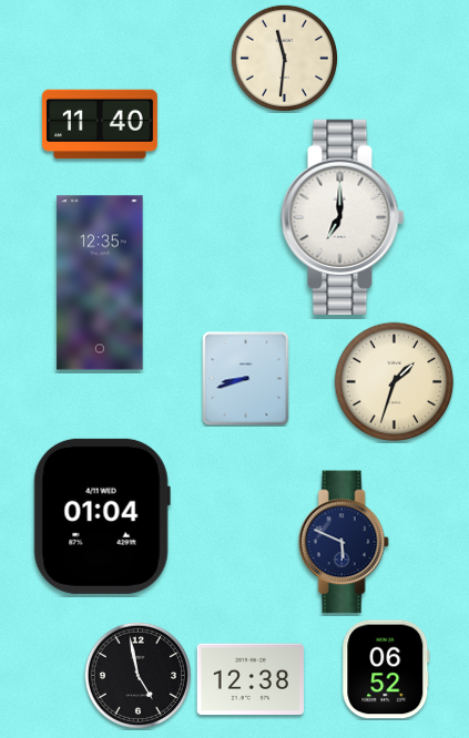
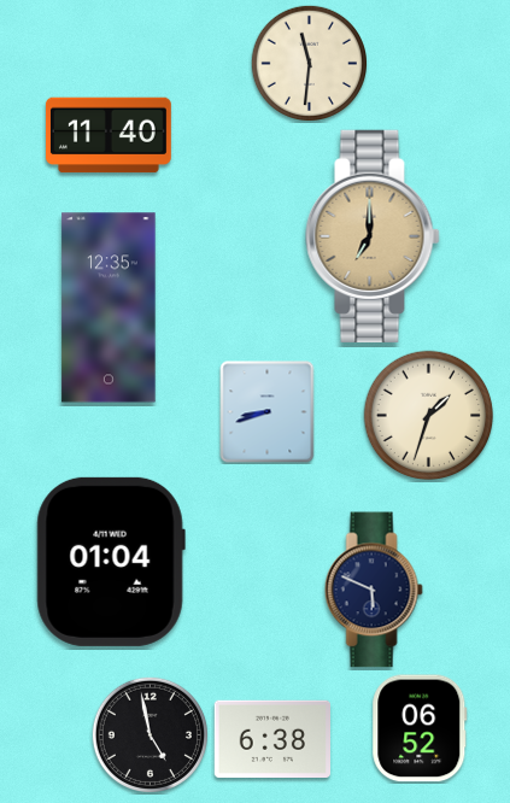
clock at (343, 217) dial: white -> champagne
clock at (249, 678): 12:38 -> 6:38
